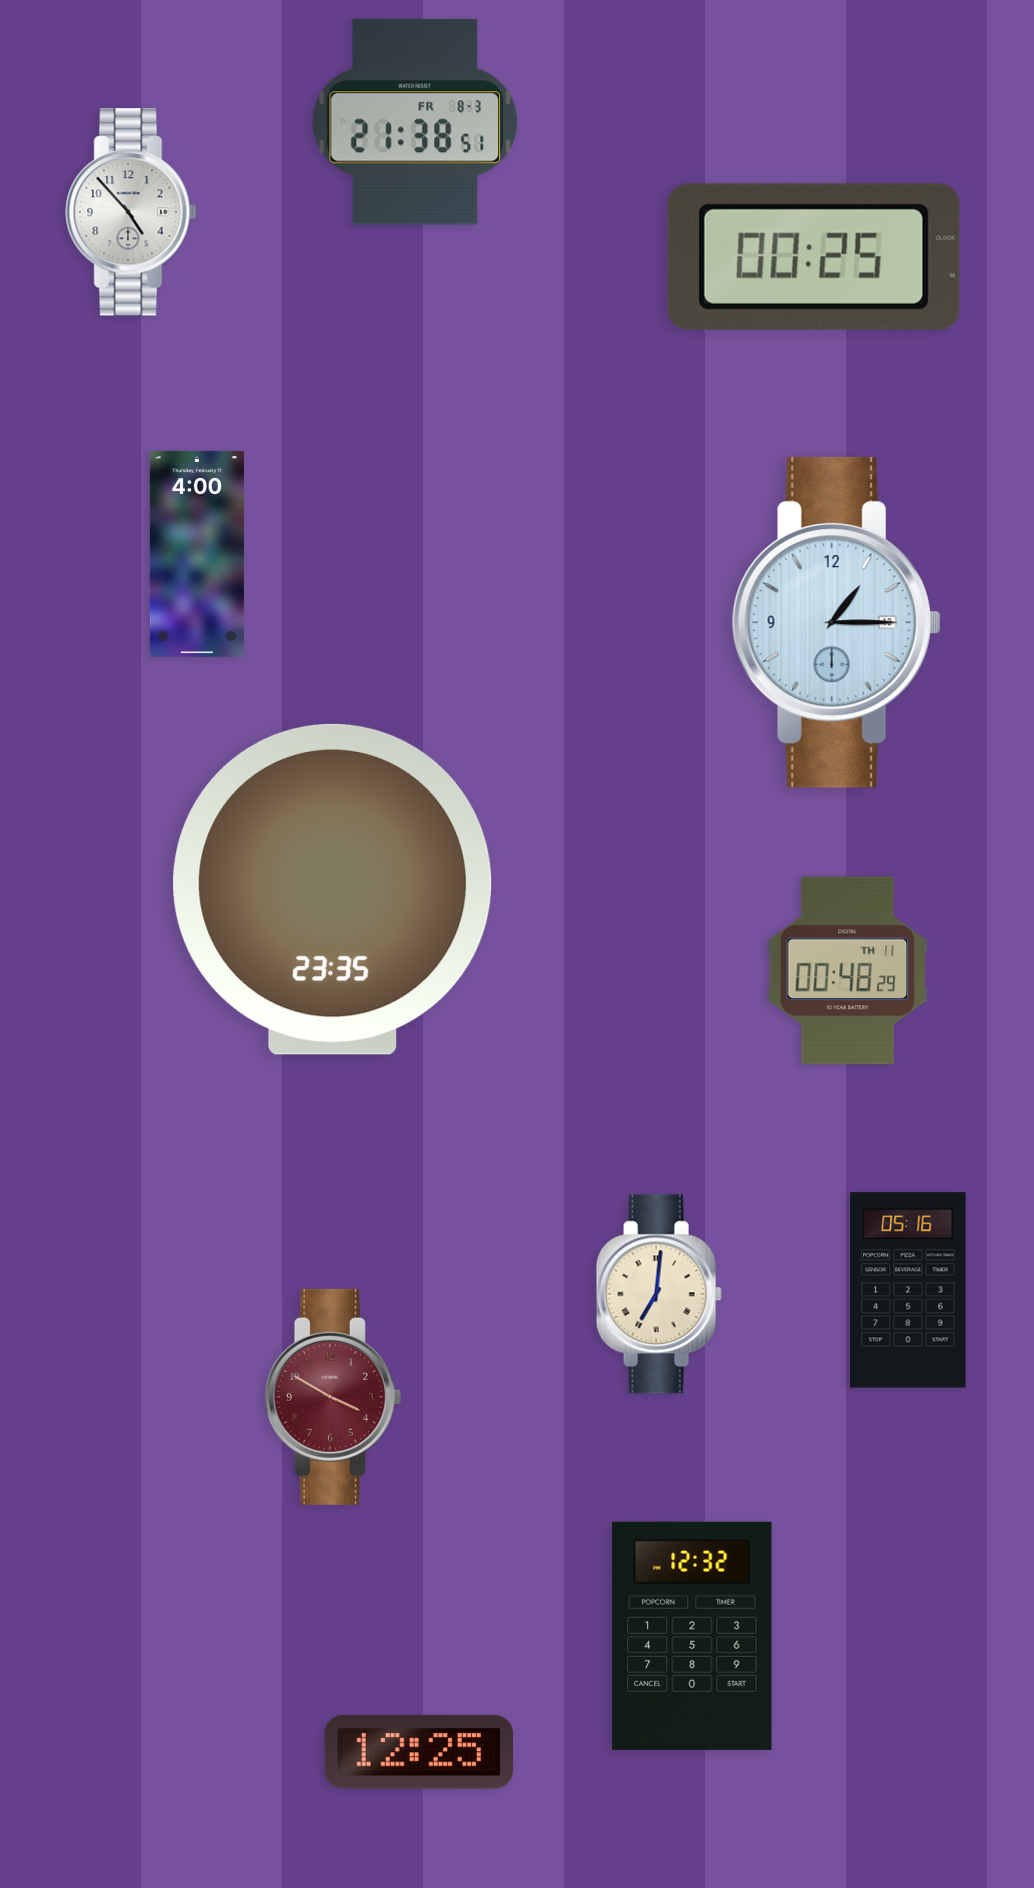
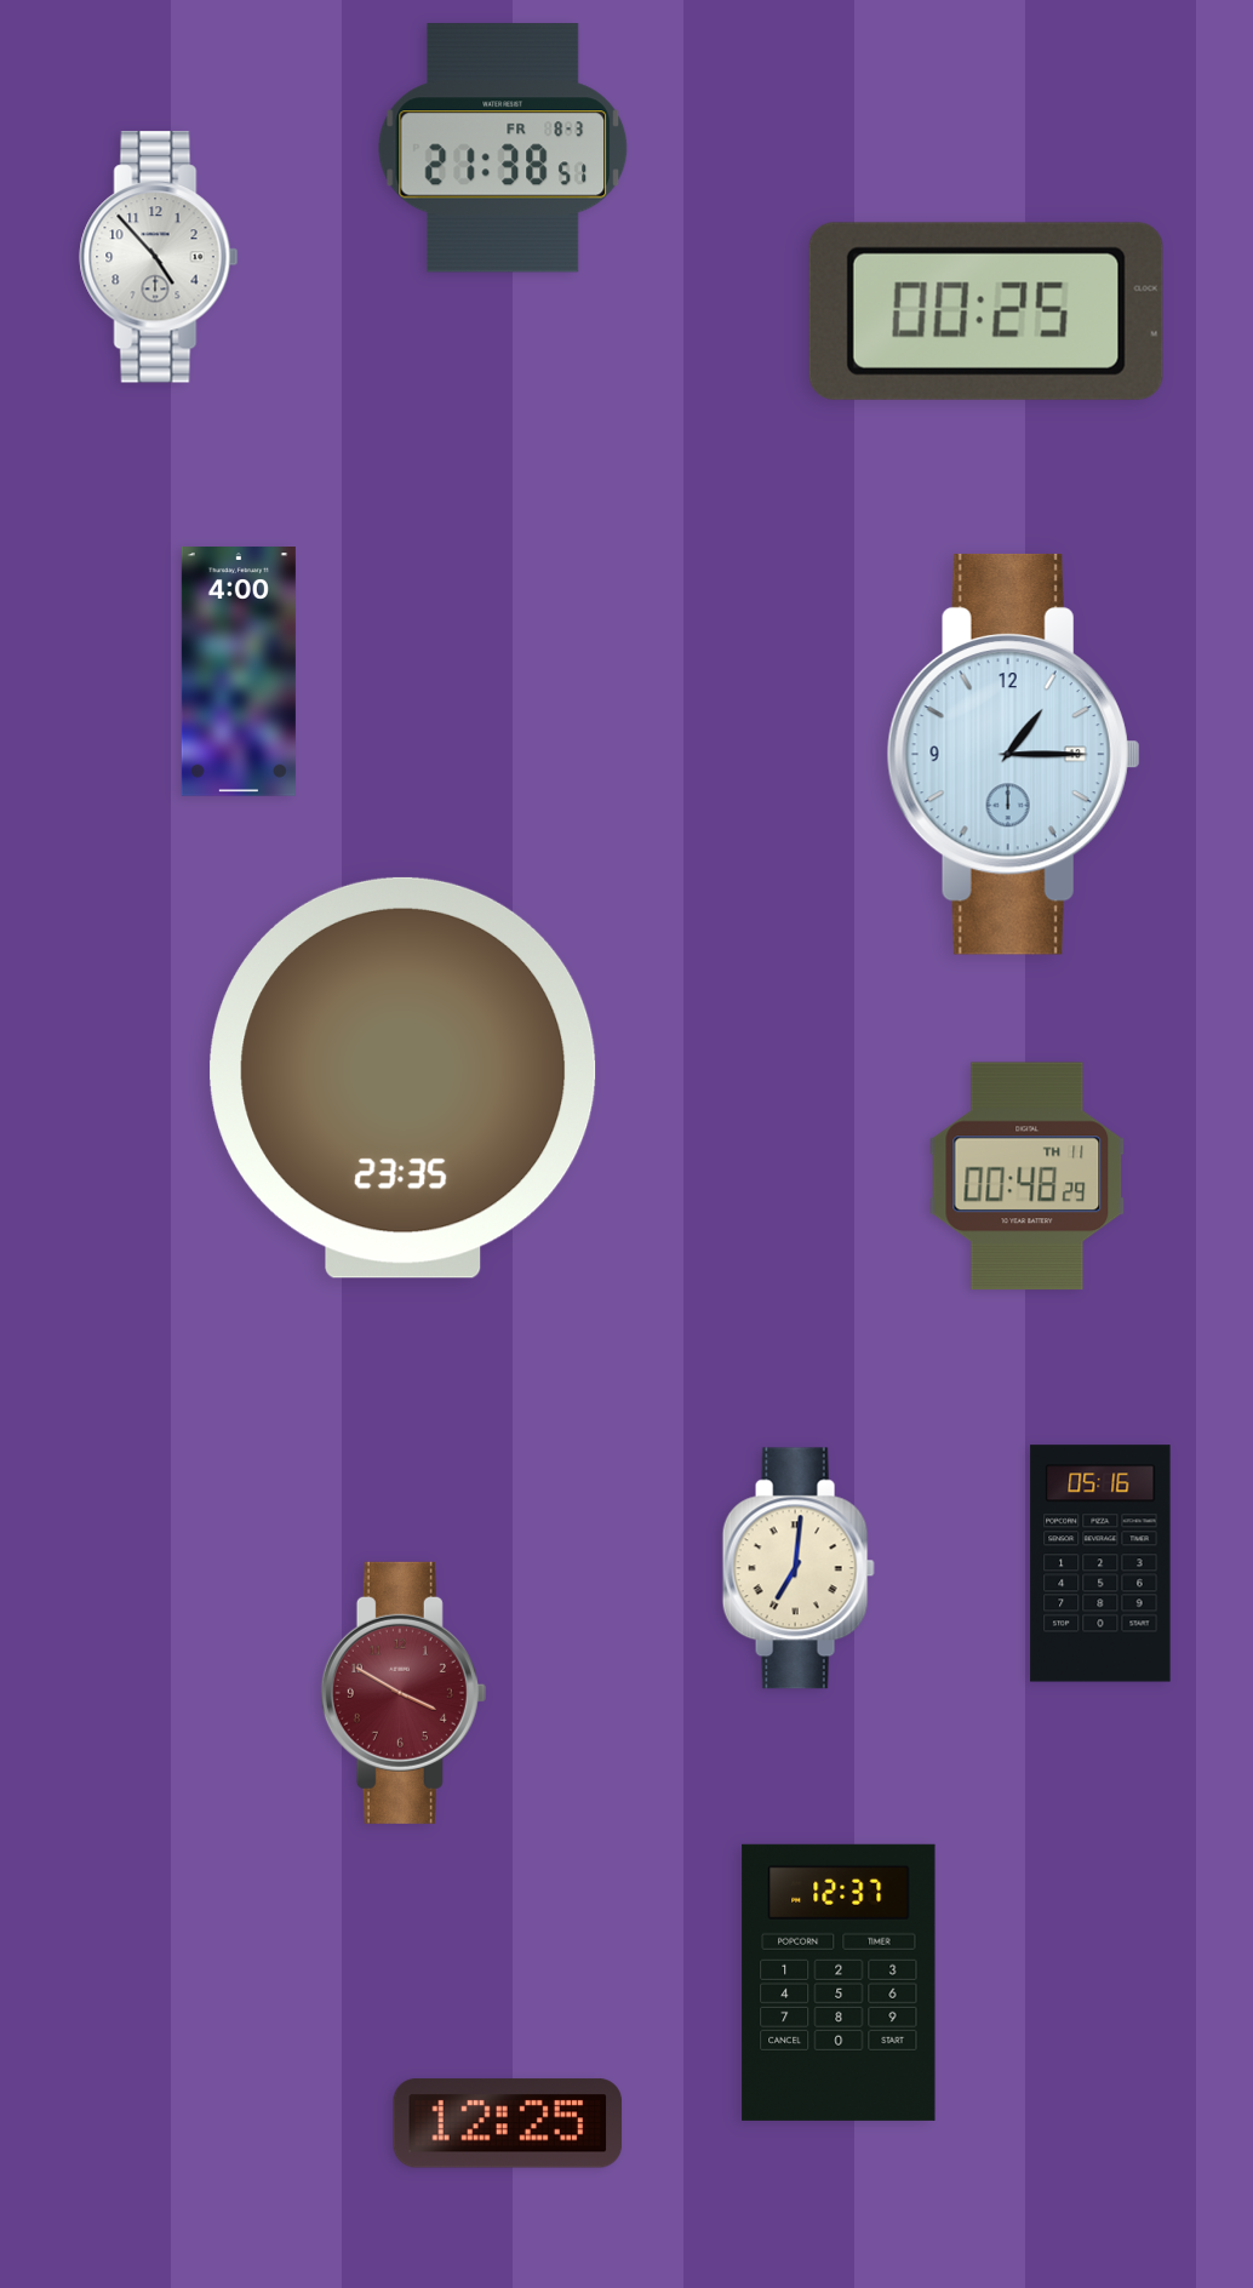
clock at (692, 1636): 12:32 -> 12:37
